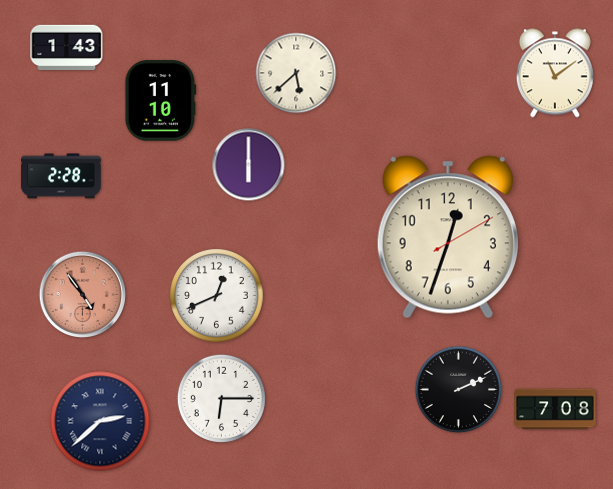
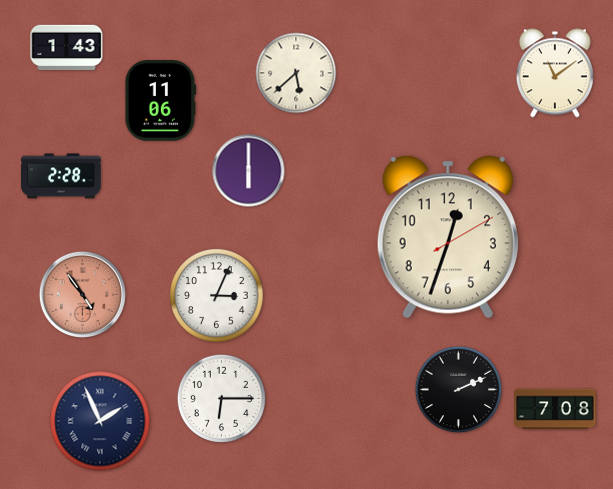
clock at (161, 101): 11:10 -> 11:06
clock at (249, 165) position: (249, 165) -> (249, 171)
clock at (217, 296): 12:41 -> 3:04
clock at (100, 421): 2:38 -> 1:56
